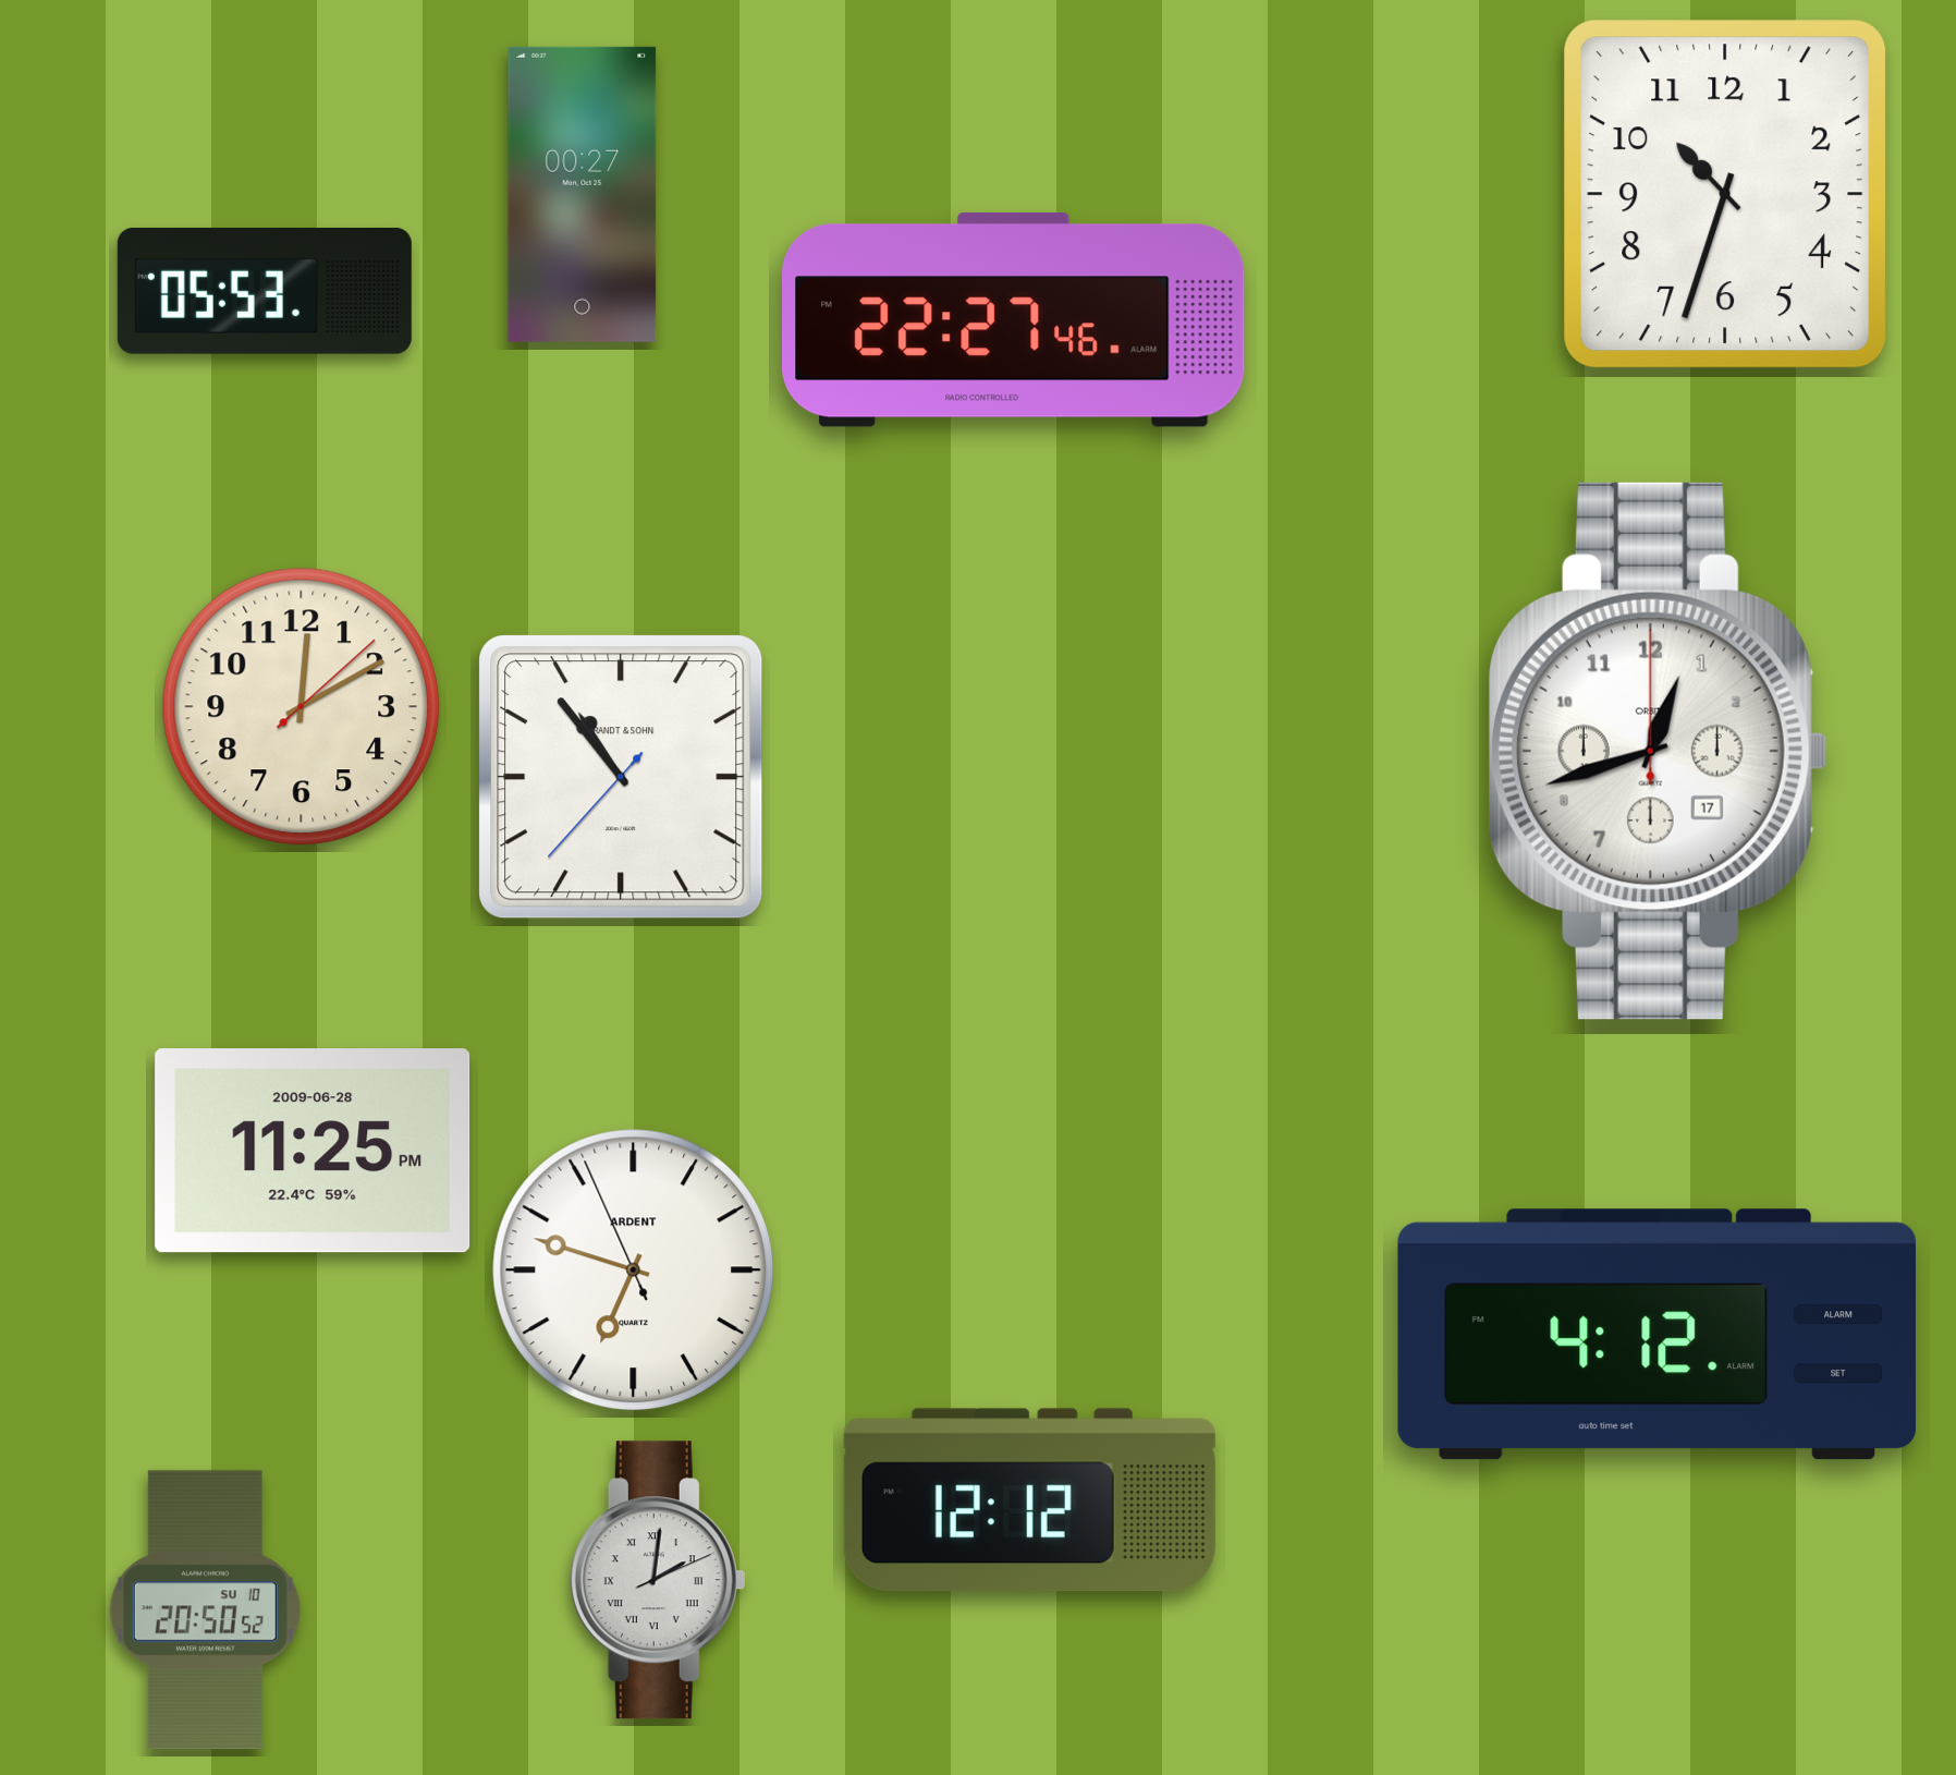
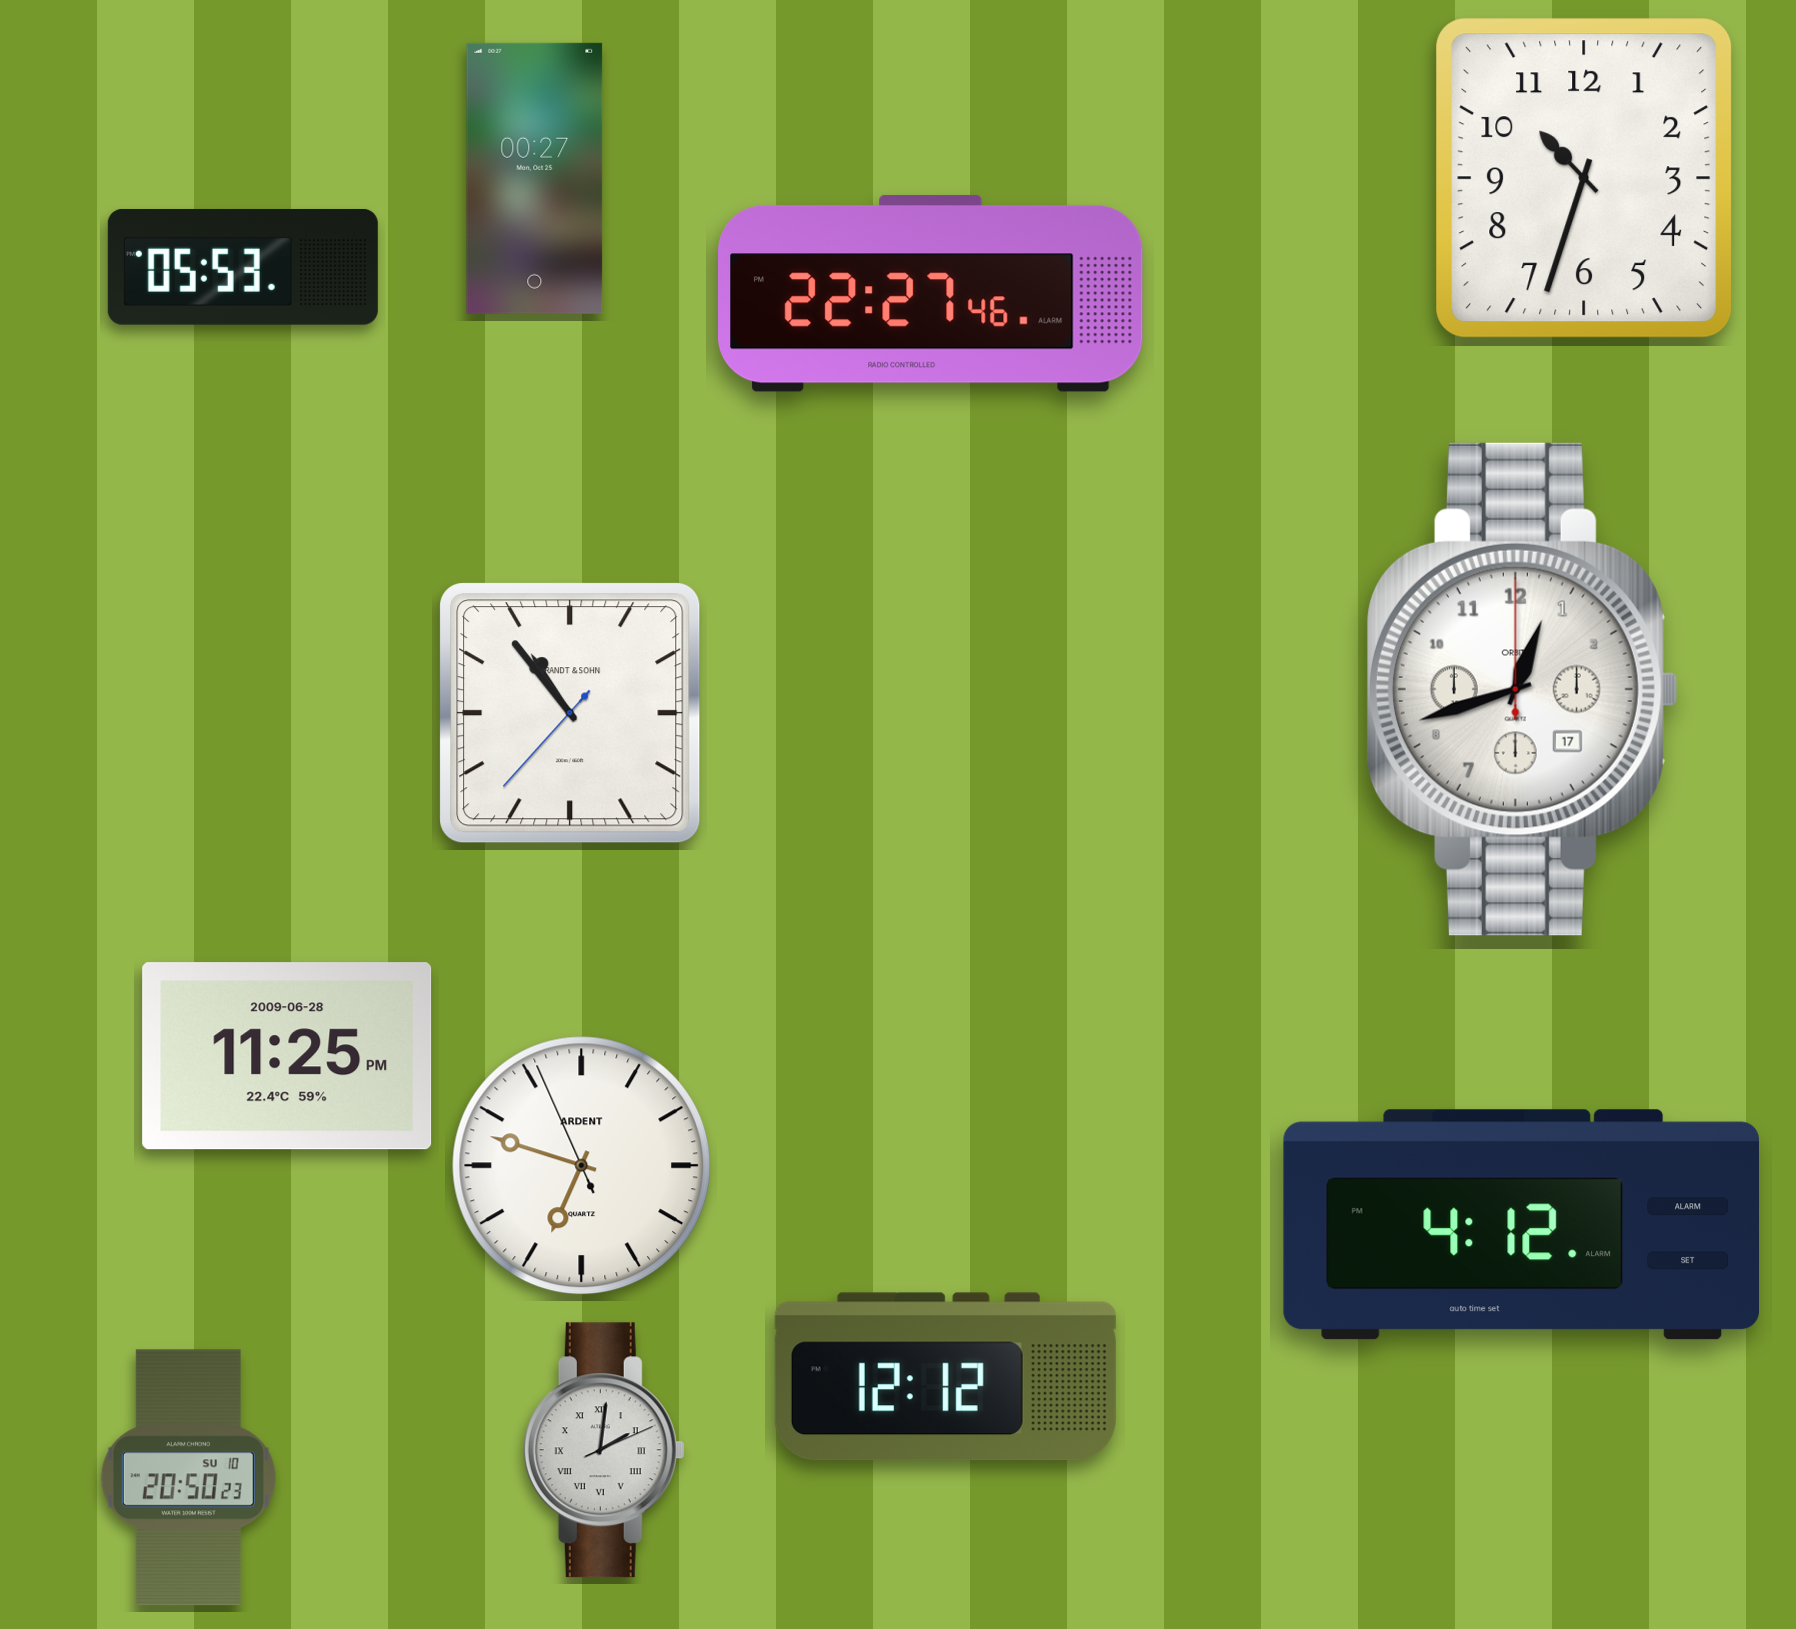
clock at (302, 707): 12:10 -> none
clock at (205, 1610): 20:50:52 -> 20:50:23
